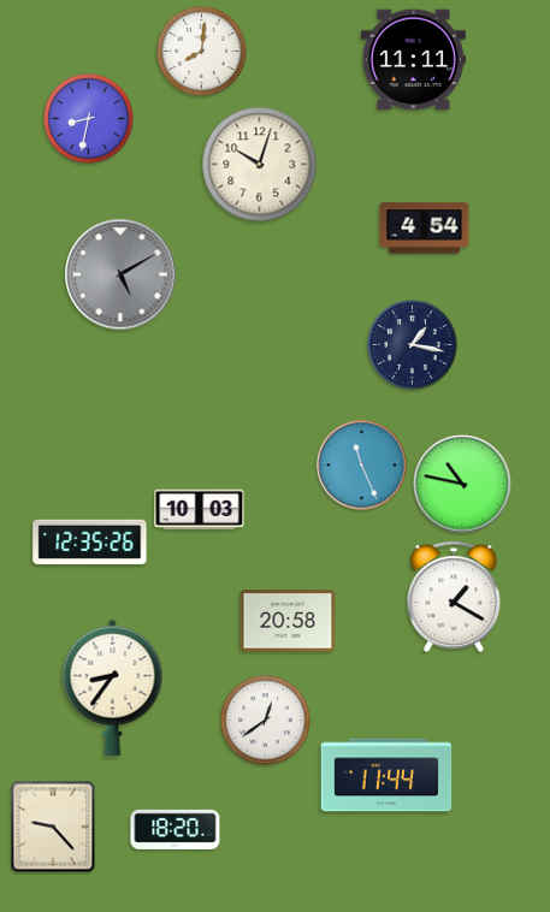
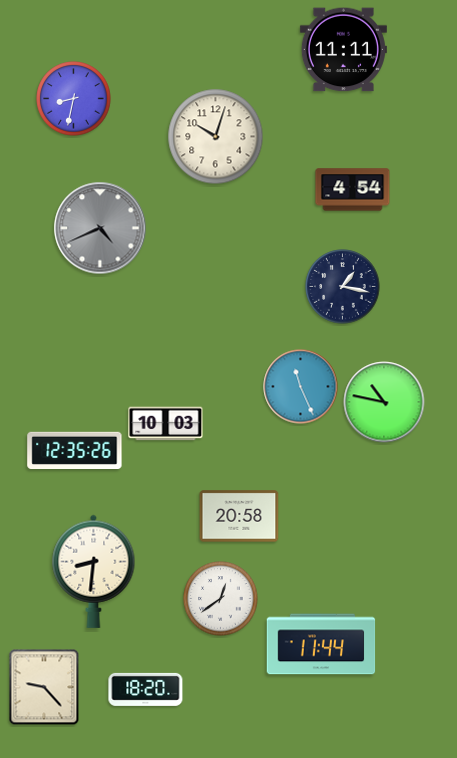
clock at (202, 52): 8:01 -> none
clock at (120, 274): 5:10 -> 4:41
clock at (454, 596): 1:20 -> none
clock at (113, 687): 8:36 -> 8:31
